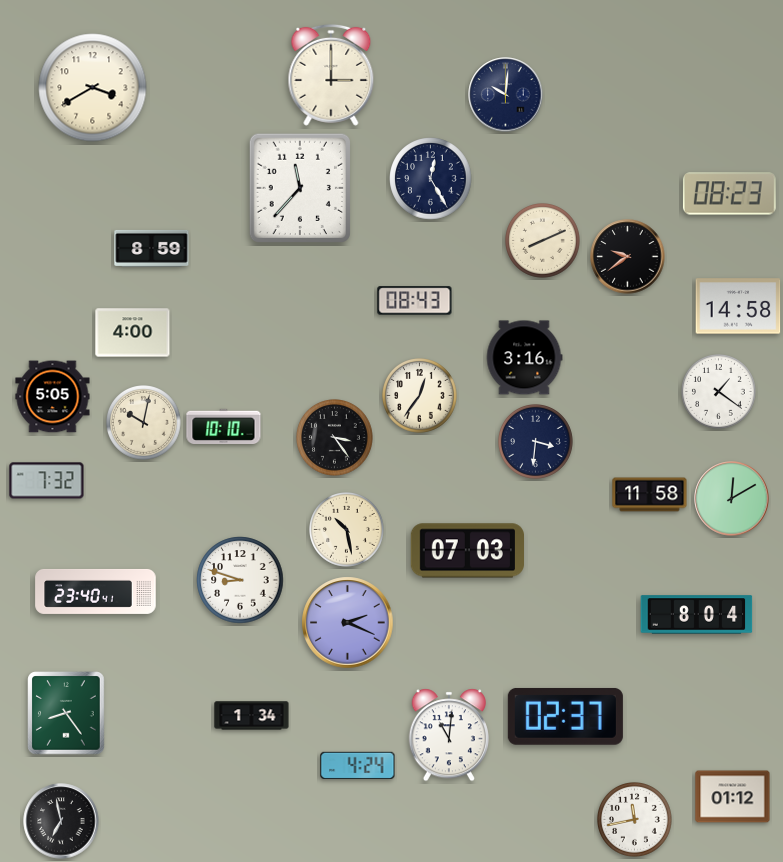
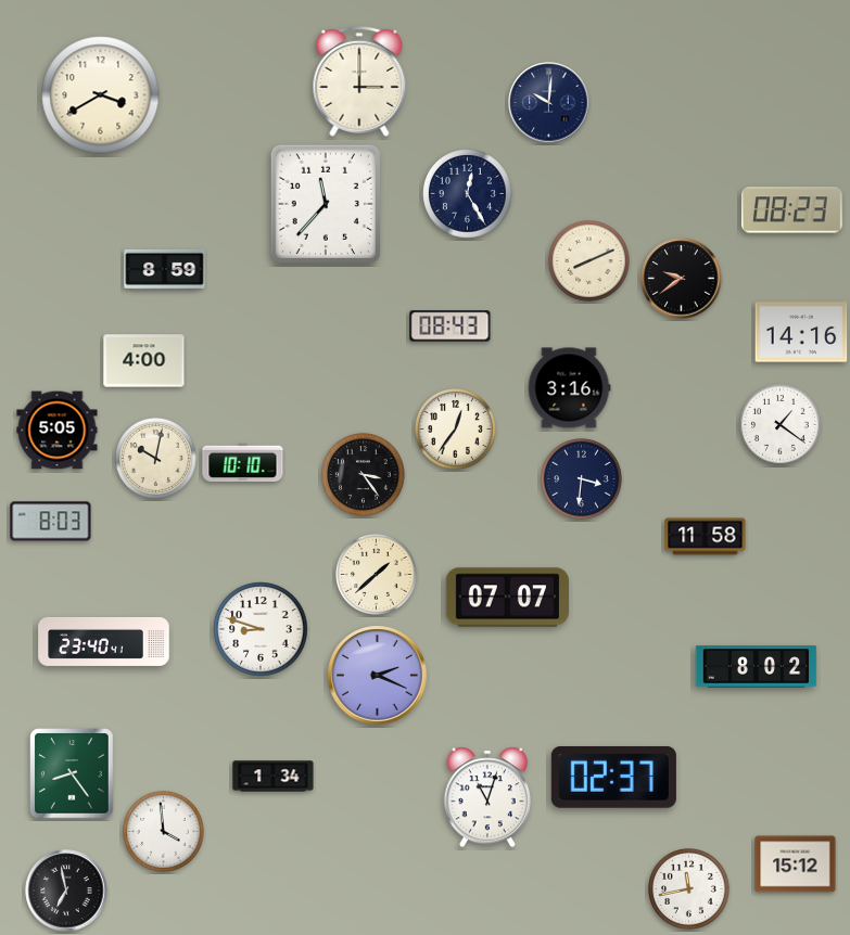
clock at (738, 306): 14:58 -> 14:16
clock at (47, 481): 7:32 -> 8:03
clock at (732, 499): 12:10 -> none
clock at (347, 530): 10:28 -> 1:38
clock at (467, 551): 07:03 -> 07:07
clock at (697, 615): 8:04 -> 8:02
clock at (449, 735): 11:01 -> 11:03
clock at (358, 765): 4:24 -> none
clock at (164, 832): none -> 3:59
clock at (733, 797): 01:12 -> 15:12
